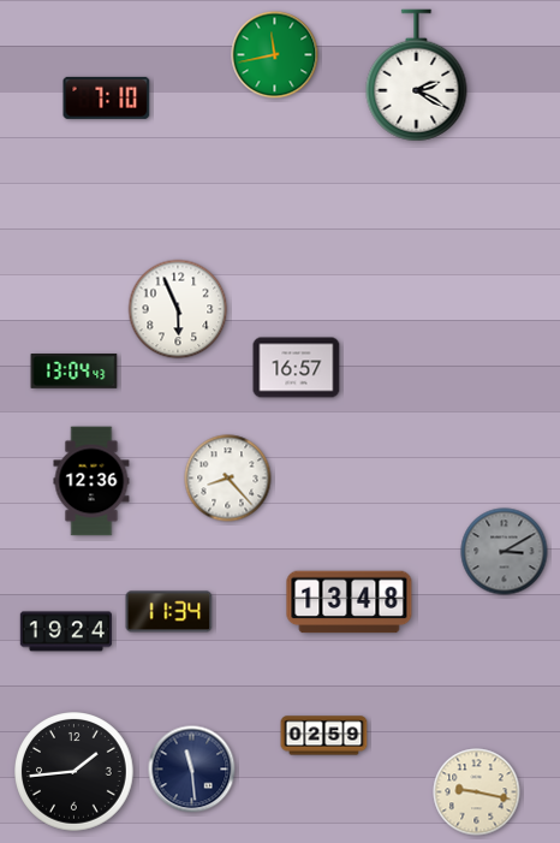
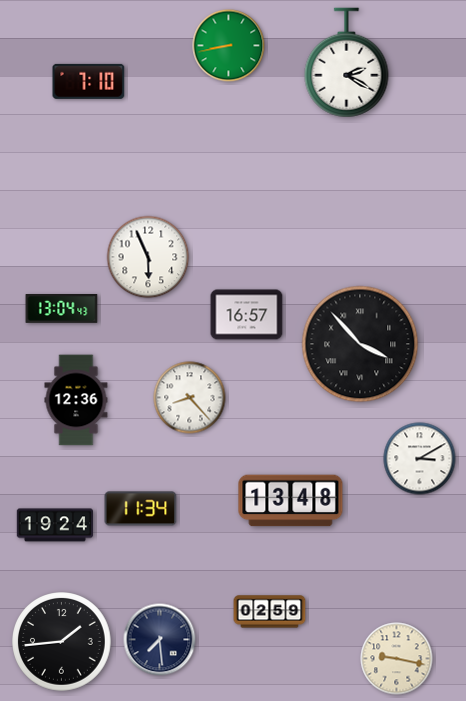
clock at (275, 55): 11:43 -> 8:43
clock at (297, 368) position: (297, 368) -> (247, 315)
clock at (360, 344): none -> 3:53
clock at (505, 552) dial: grey -> white
clock at (192, 770): 11:29 -> 7:29
